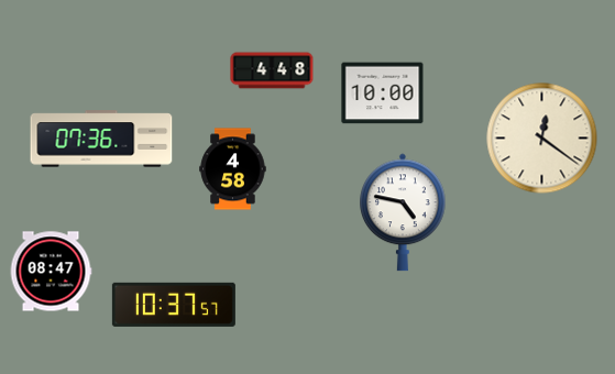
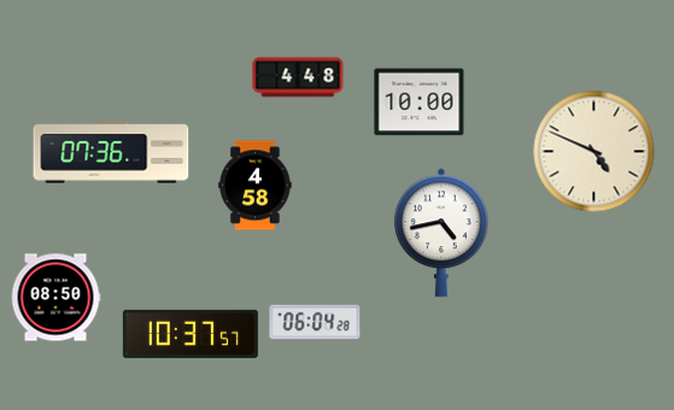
clock at (542, 139): 12:21 -> 4:49
clock at (404, 212): 4:47 -> 4:43
clock at (51, 272): 08:47 -> 08:50
clock at (315, 322): none -> 06:04
